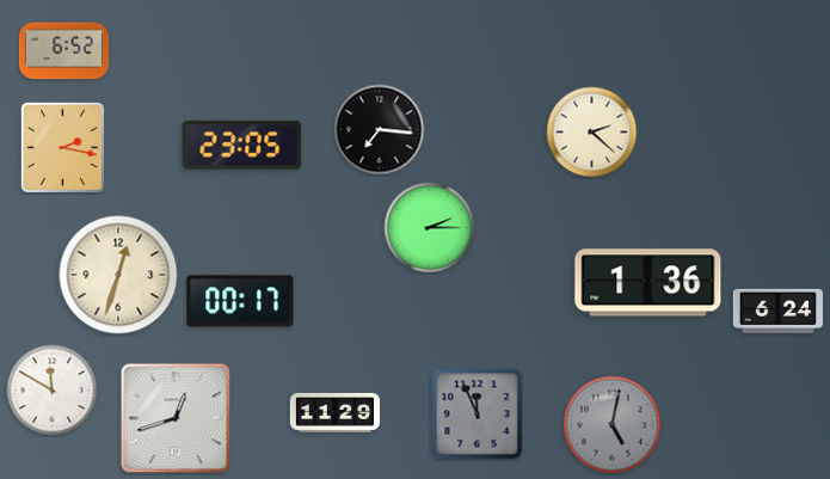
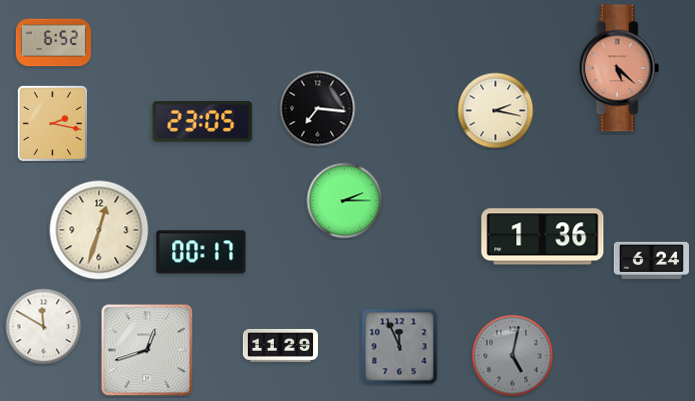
clock at (619, 68): none -> 5:22
clock at (592, 133): 2:22 -> 2:17
clock at (430, 228) position: (430, 228) -> (345, 201)
